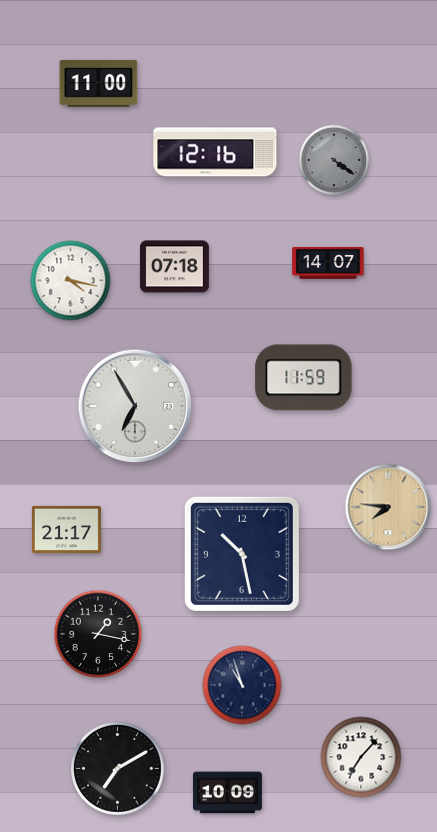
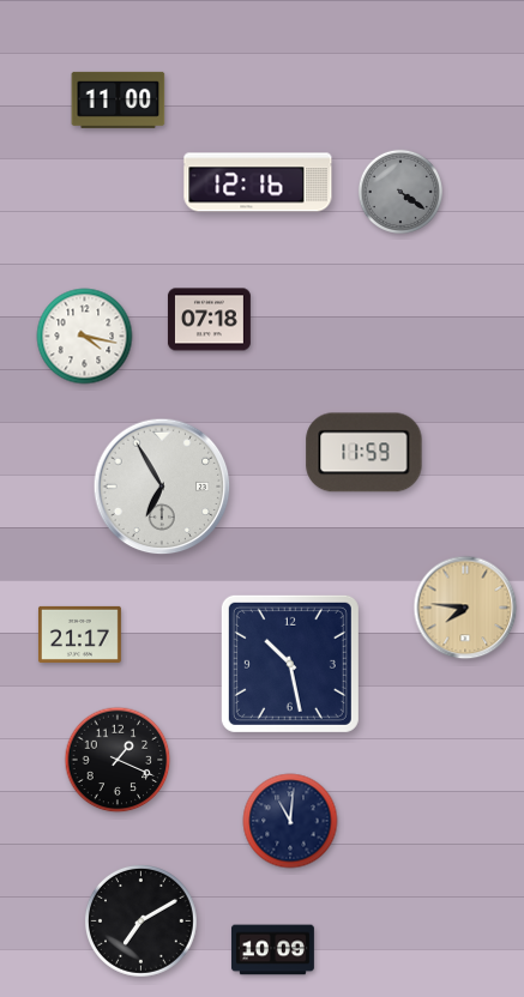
clock at (328, 263): 14:07 -> none
clock at (98, 634): 1:17 -> 1:19
clock at (242, 685): 10:57 -> 11:01
clock at (361, 757): 7:07 -> none
